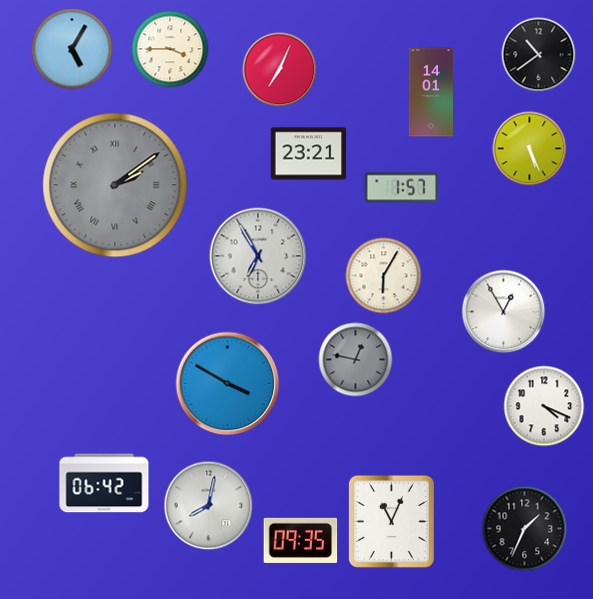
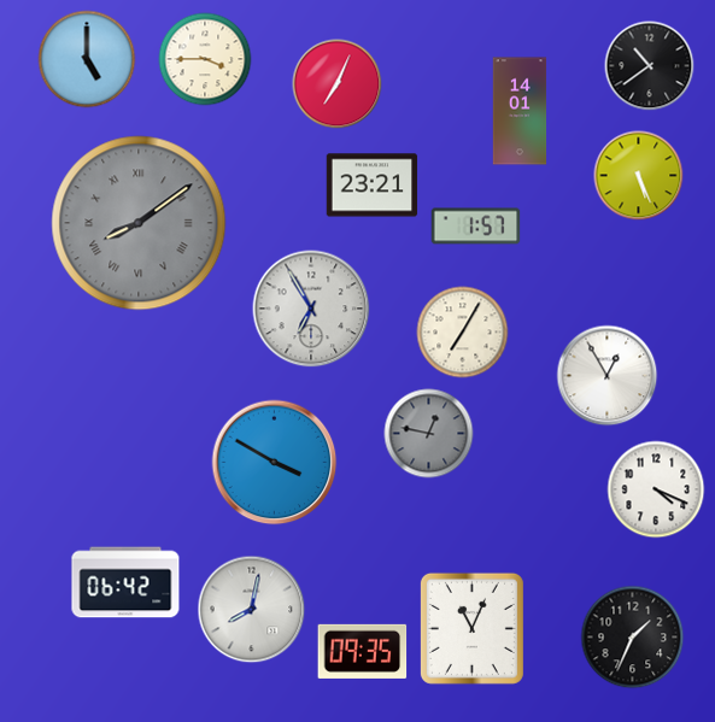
clock at (72, 49): 5:05 -> 5:00
clock at (530, 149) position: (530, 149) -> (639, 176)
clock at (115, 185): 2:09 -> 8:09
clock at (402, 188) position: (402, 188) -> (476, 227)
clock at (384, 276): 6:05 -> 7:05
